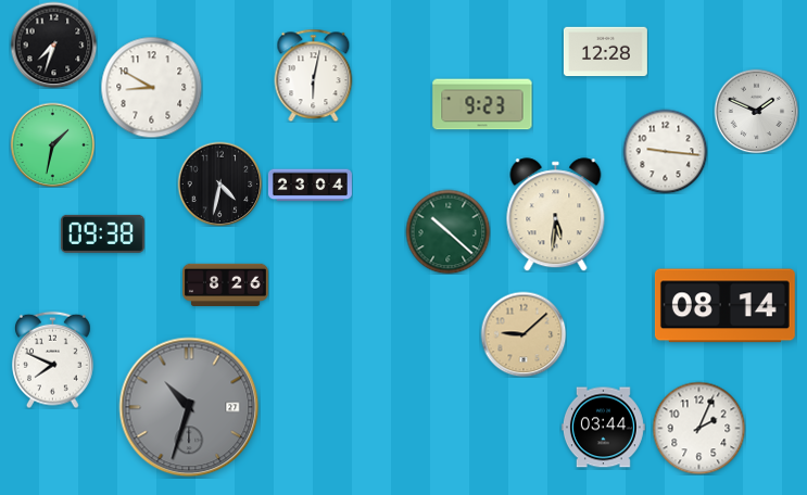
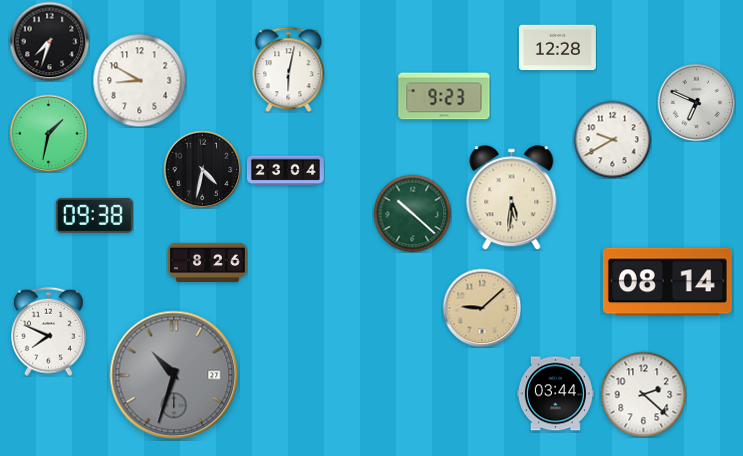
clock at (756, 111): 1:49 -> 6:49
clock at (665, 151): 9:16 -> 9:40
clock at (698, 428): 2:04 -> 2:22
